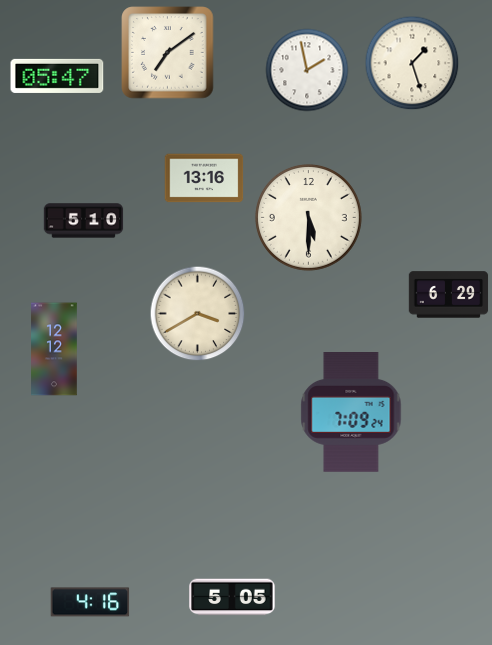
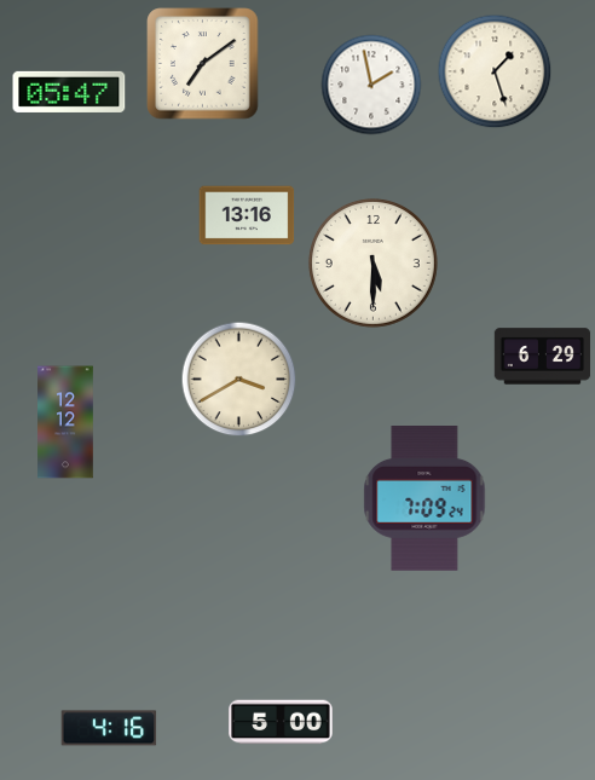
clock at (412, 63) position: (412, 63) -> (495, 71)
clock at (84, 221): 5:10 -> none
clock at (232, 597): 5:05 -> 5:00
